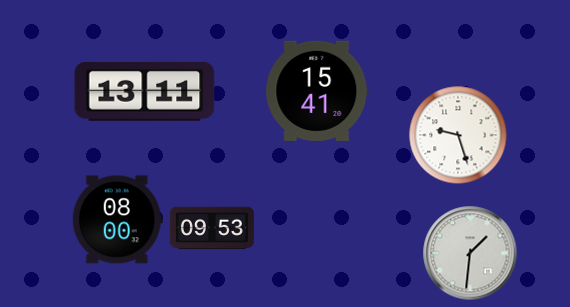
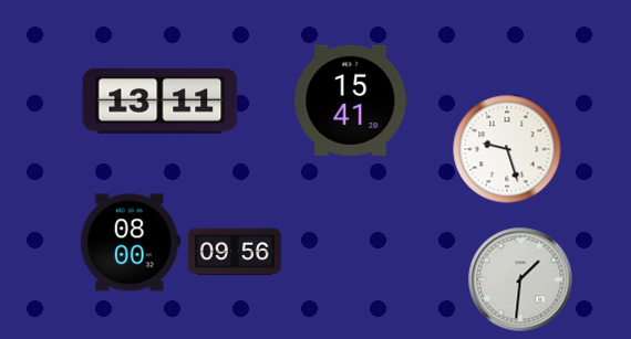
clock at (212, 228): 09:53 -> 09:56
